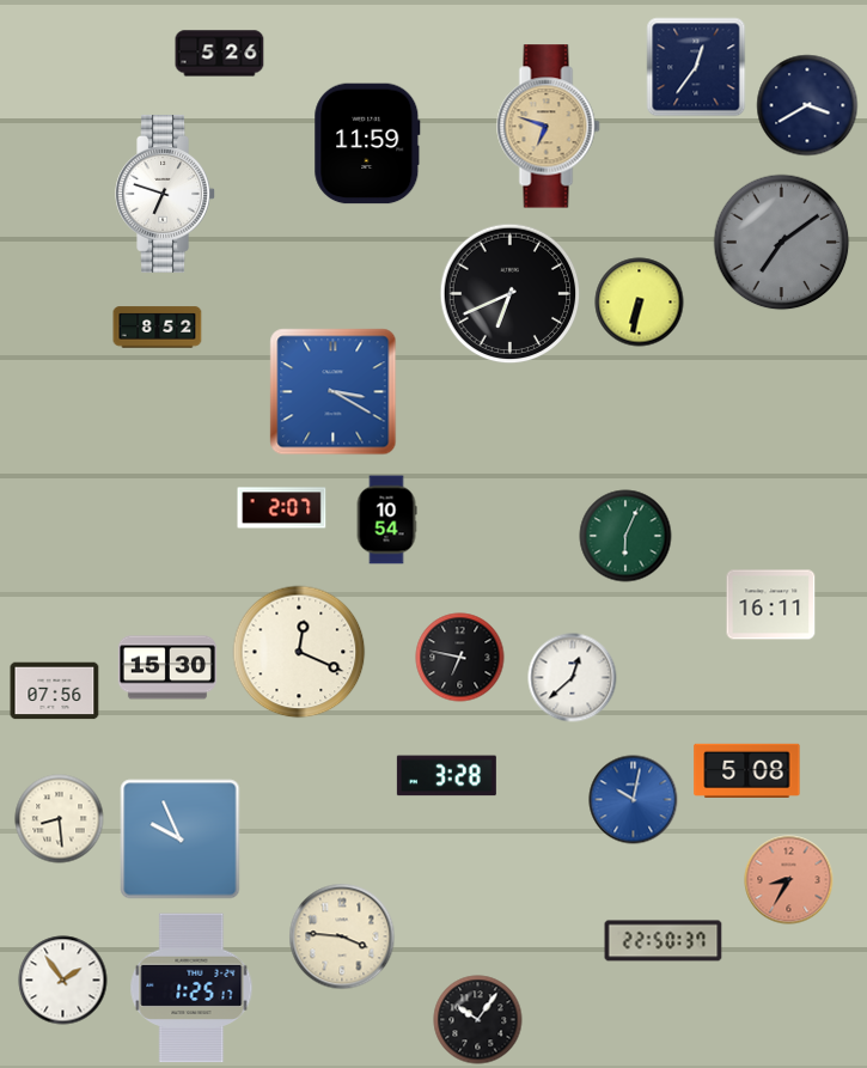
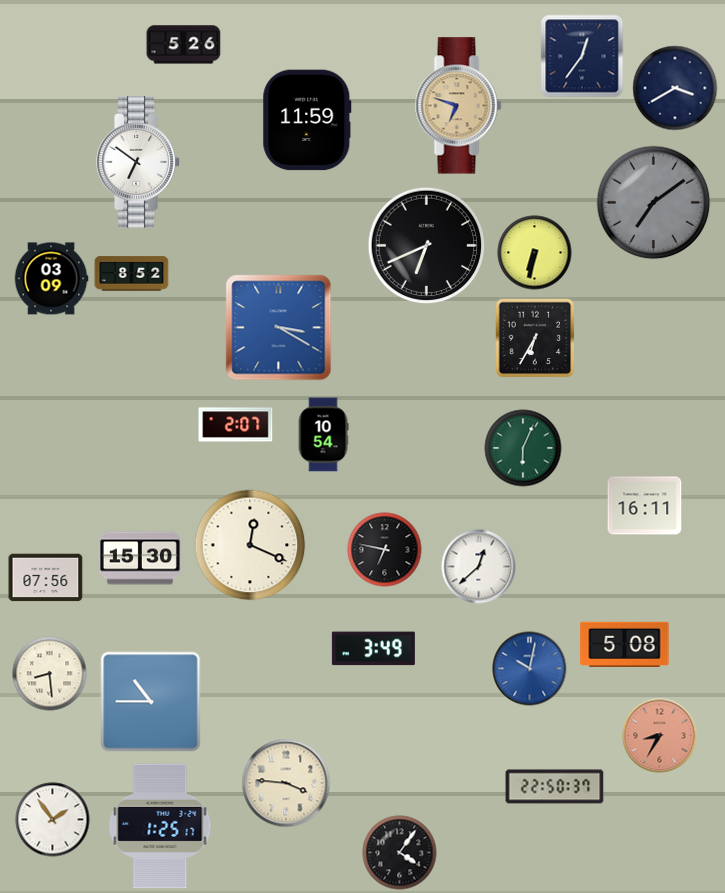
clock at (165, 194): 6:48 -> 6:51
clock at (51, 279): none -> 03:09
clock at (535, 338): none -> 6:35
clock at (446, 776): 3:28 -> 3:49
clock at (60, 819) position: (60, 819) -> (50, 674)
clock at (181, 840): 9:56 -> 10:45
clock at (478, 1020): 10:06 -> 4:06
